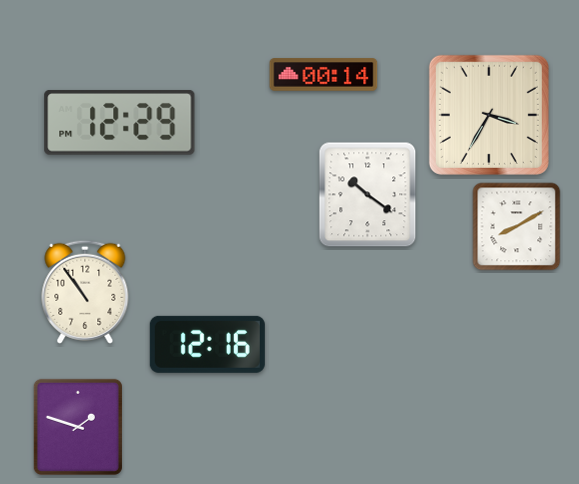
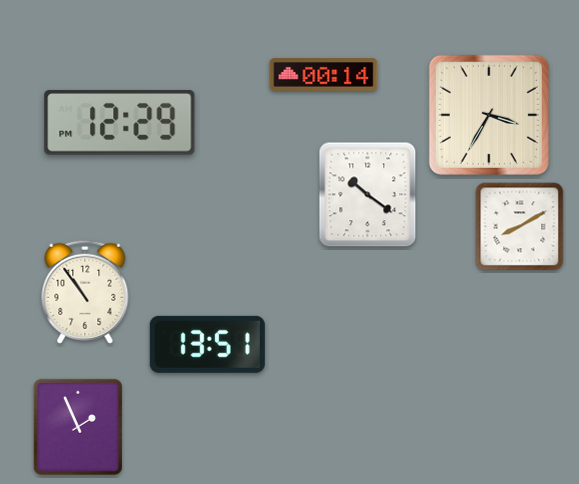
clock at (517, 227) position: (517, 227) -> (520, 227)
clock at (207, 344): 12:16 -> 13:51
clock at (78, 427): 1:48 -> 1:56
